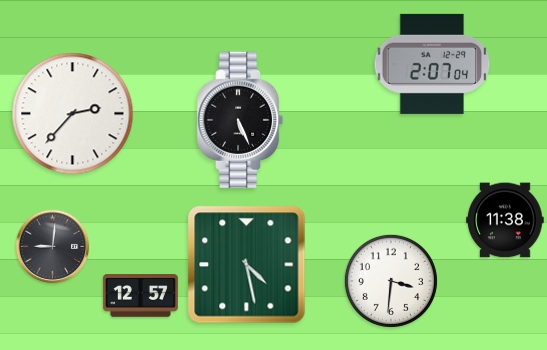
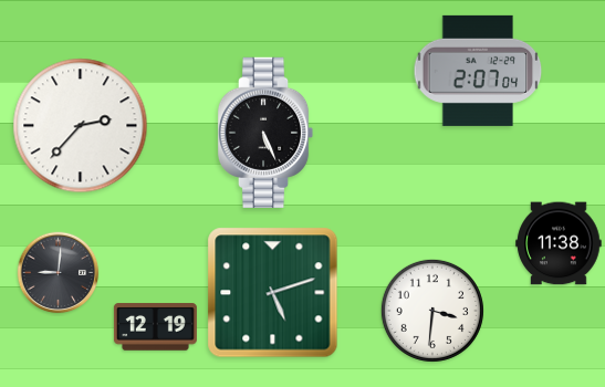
clock at (247, 265): 4:28 -> 5:12
clock at (140, 296): 12:57 -> 12:19
